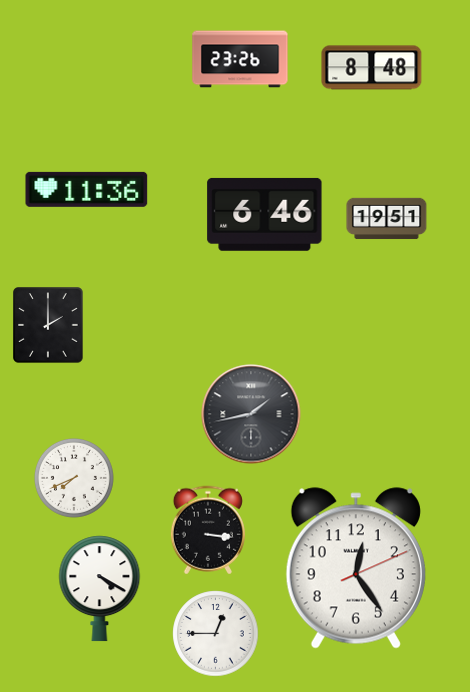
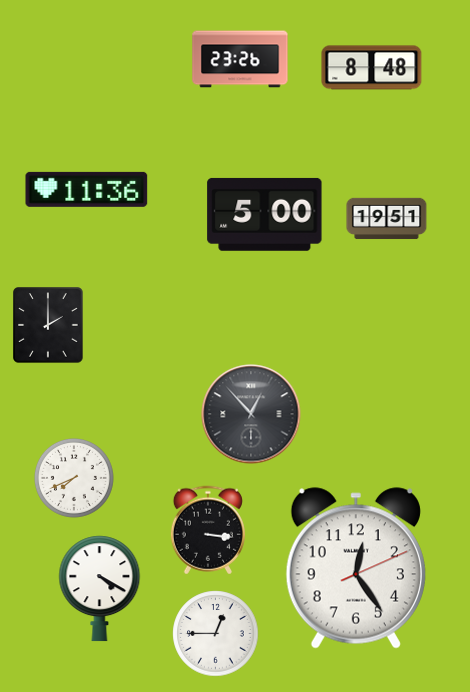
clock at (265, 214): 6:46 -> 5:00
clock at (251, 414): 1:43 -> 12:53
